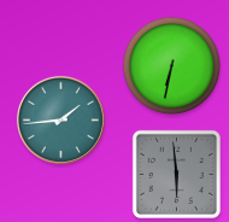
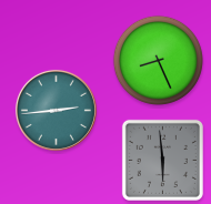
clock at (171, 65): 6:32 -> 8:26
clock at (60, 119): 1:44 -> 2:44
